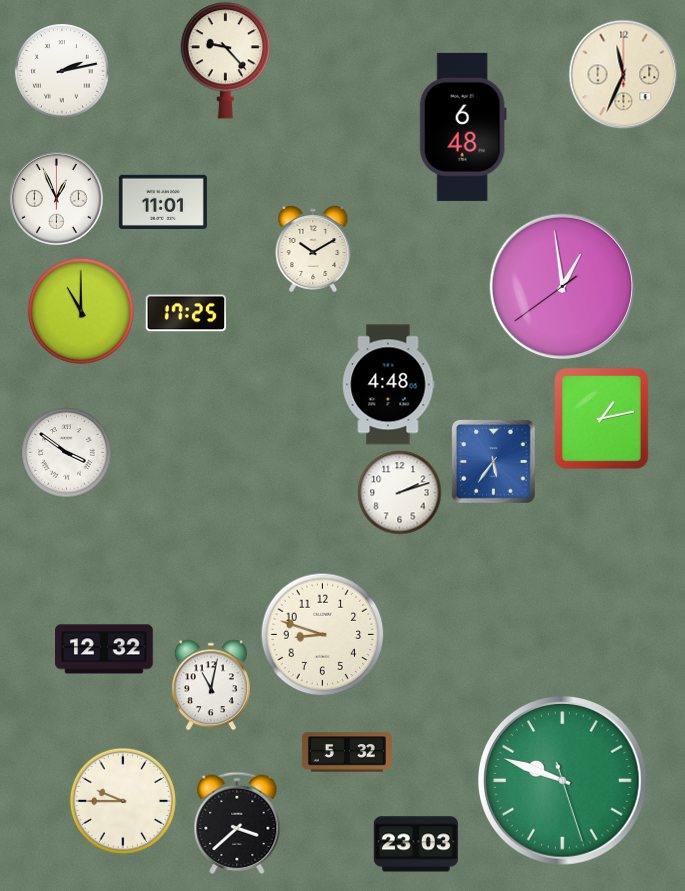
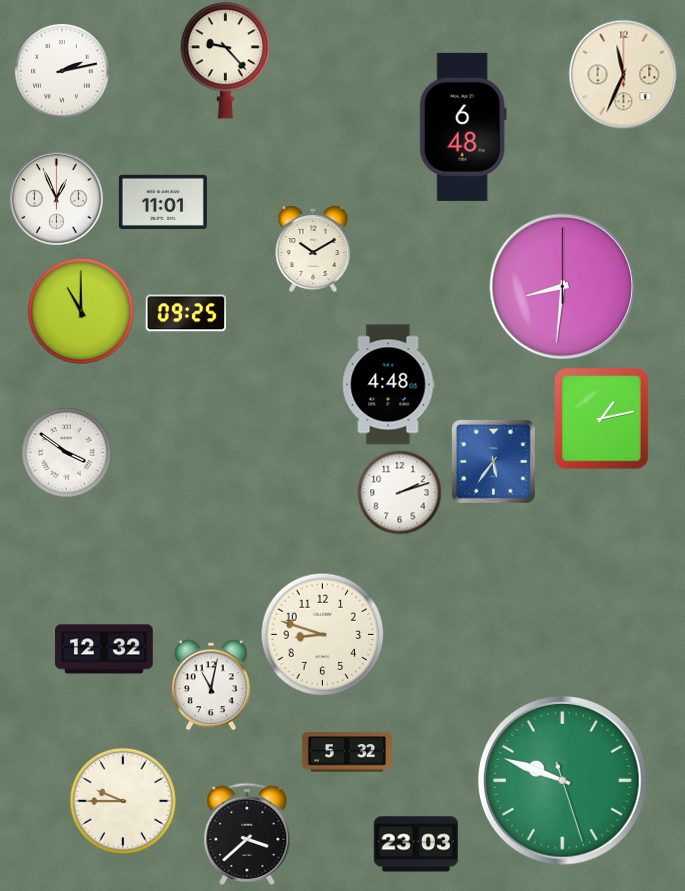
clock at (563, 287): 12:58 -> 8:31
clock at (186, 313): 17:25 -> 09:25
clock at (237, 822) position: (237, 822) -> (247, 833)
